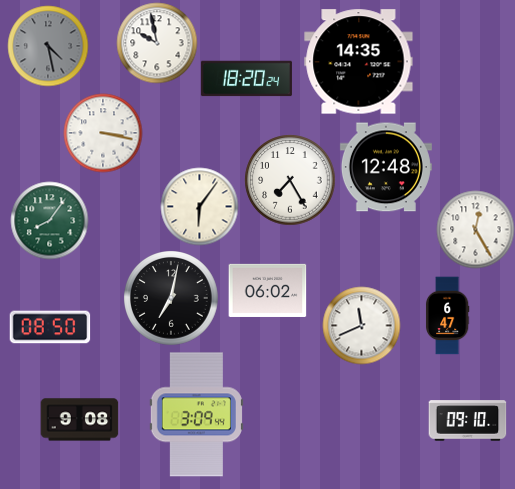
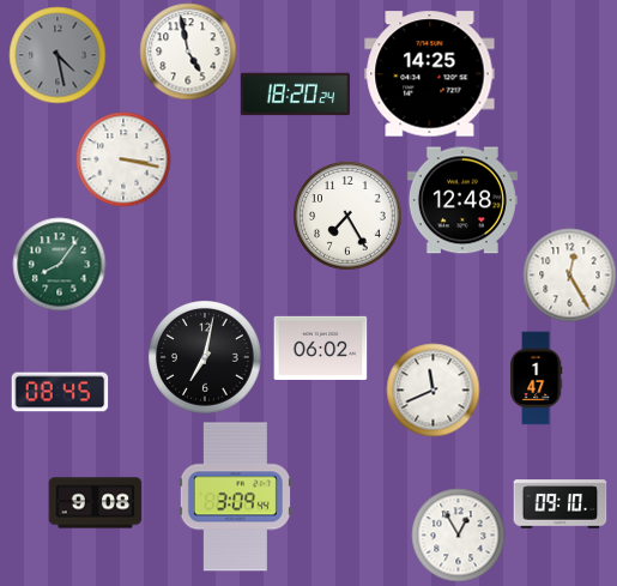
clock at (157, 43): 9:58 -> 4:58
clock at (359, 62): 14:35 -> 14:25
clock at (199, 206): 6:06 -> none
clock at (447, 315): 6:47 -> 1:47
clock at (50, 327): 08:50 -> 08:45
clock at (458, 534): none -> 12:55
